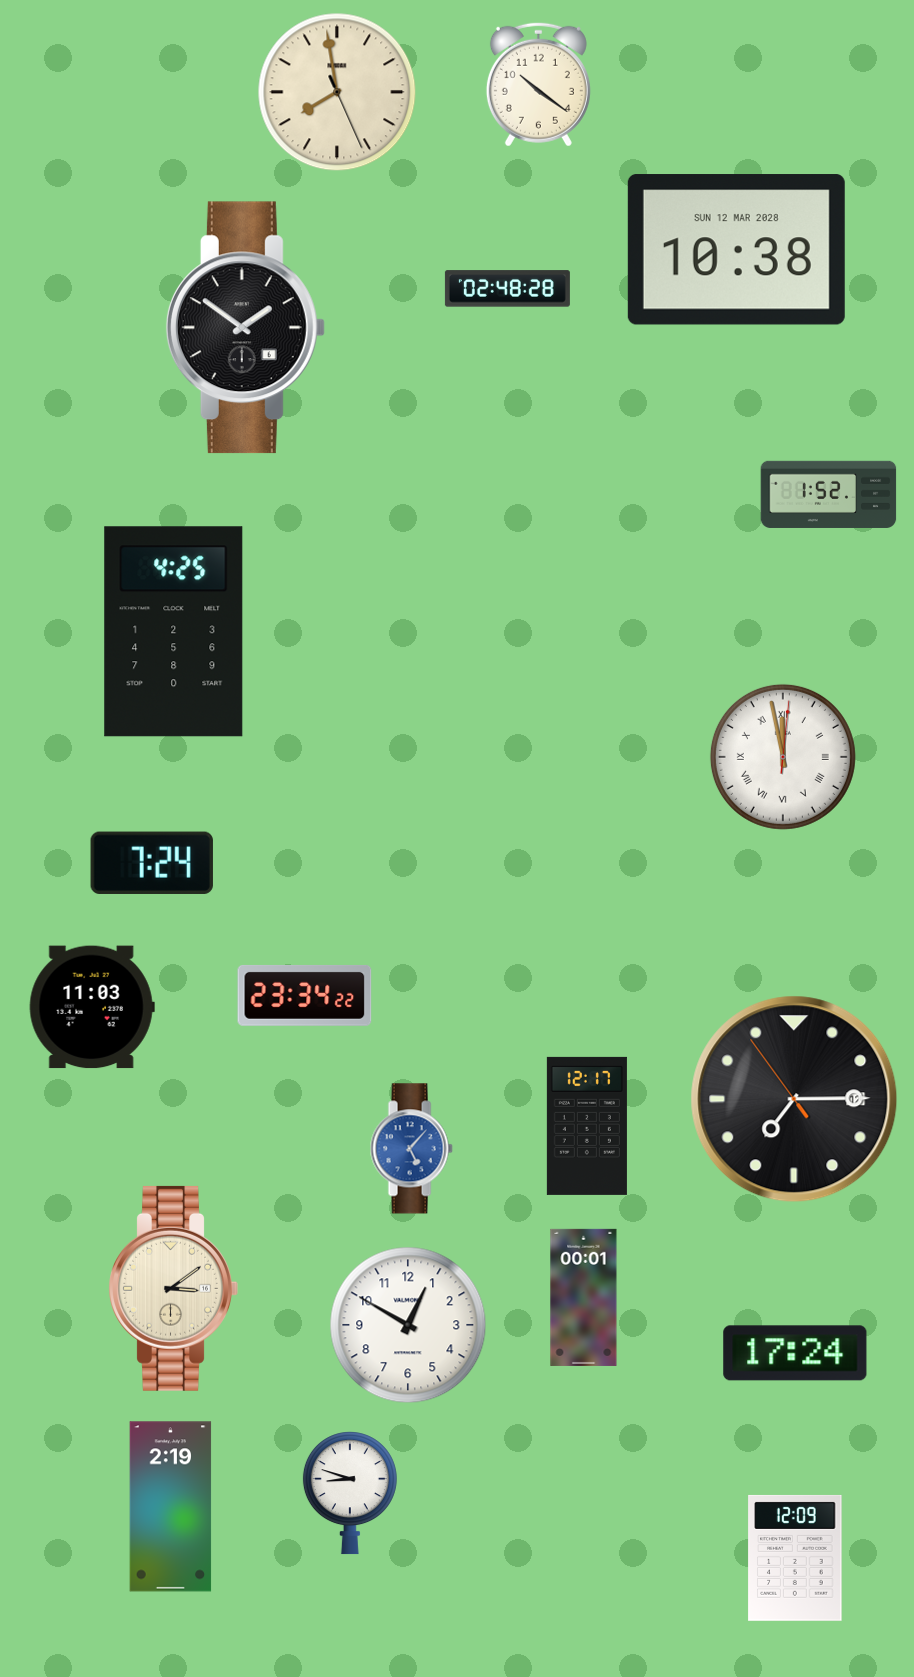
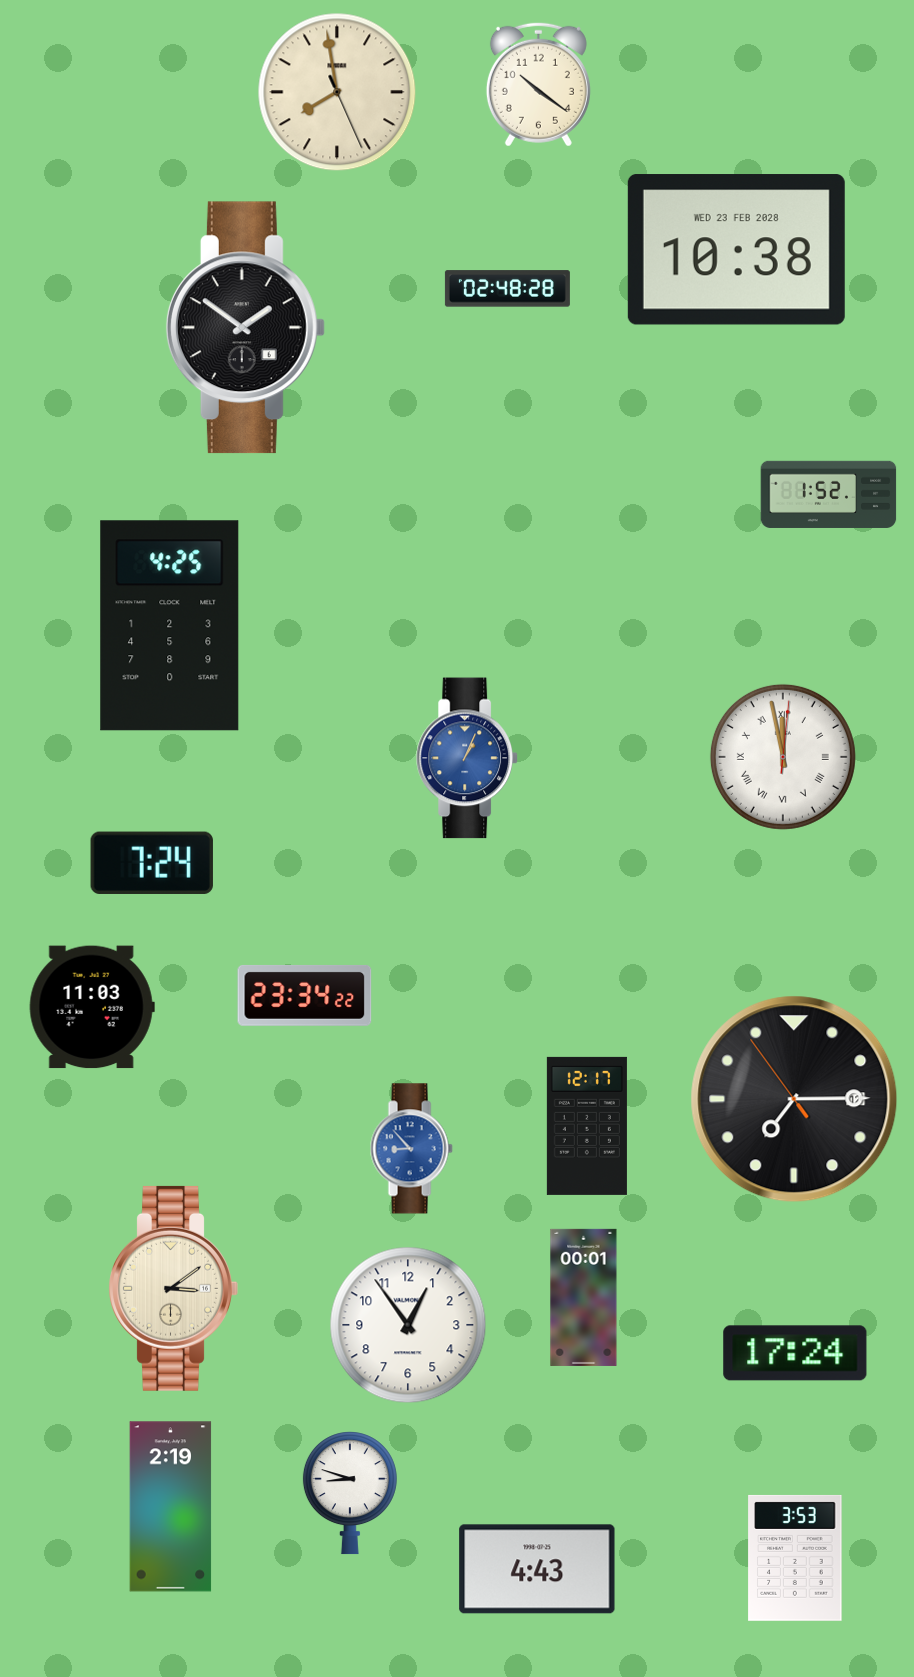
clock at (736, 250) date: SUN 12 MAR 2028 -> WED 23 FEB 2028
clock at (174, 632) position: (174, 632) -> (170, 626)
clock at (467, 758): none -> 1:04
clock at (411, 1149): 5:07 -> 8:53
clock at (408, 1325): 12:50 -> 12:54
clock at (795, 1558): 12:09 -> 3:53
clock at (537, 1569): none -> 4:43
